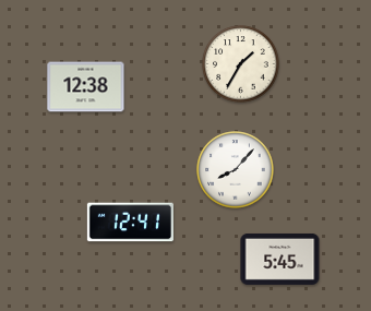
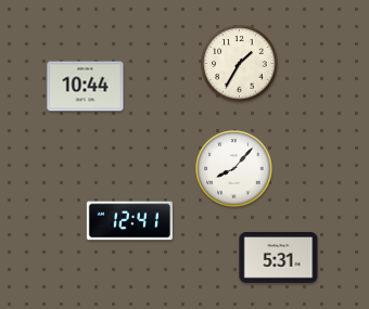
clock at (86, 87): 12:38 -> 10:44
clock at (280, 259): 5:45 -> 5:31
